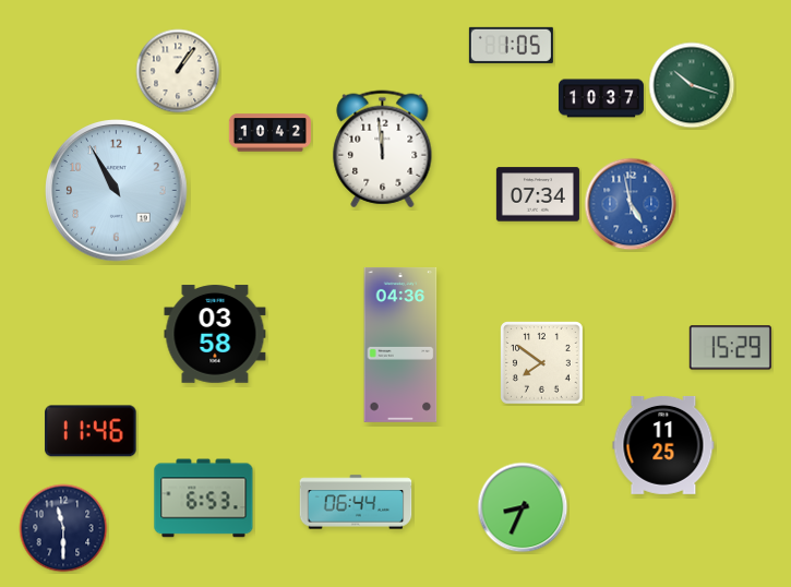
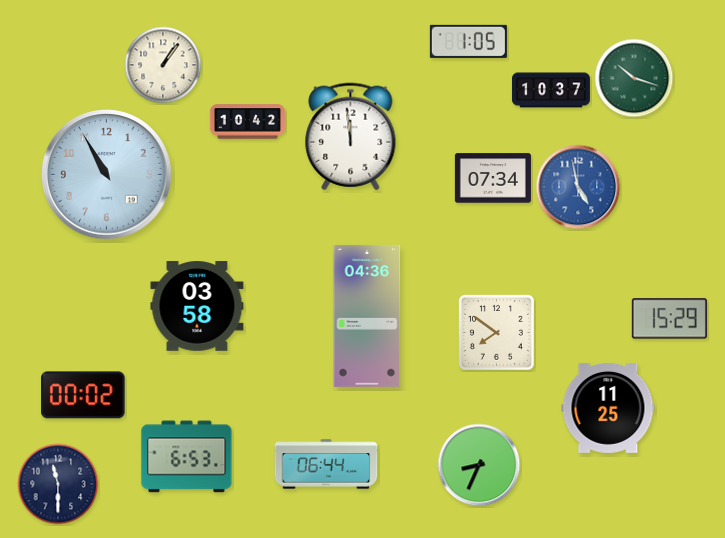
clock at (91, 431): 11:46 -> 00:02
clock at (356, 502) position: (356, 502) -> (326, 464)
